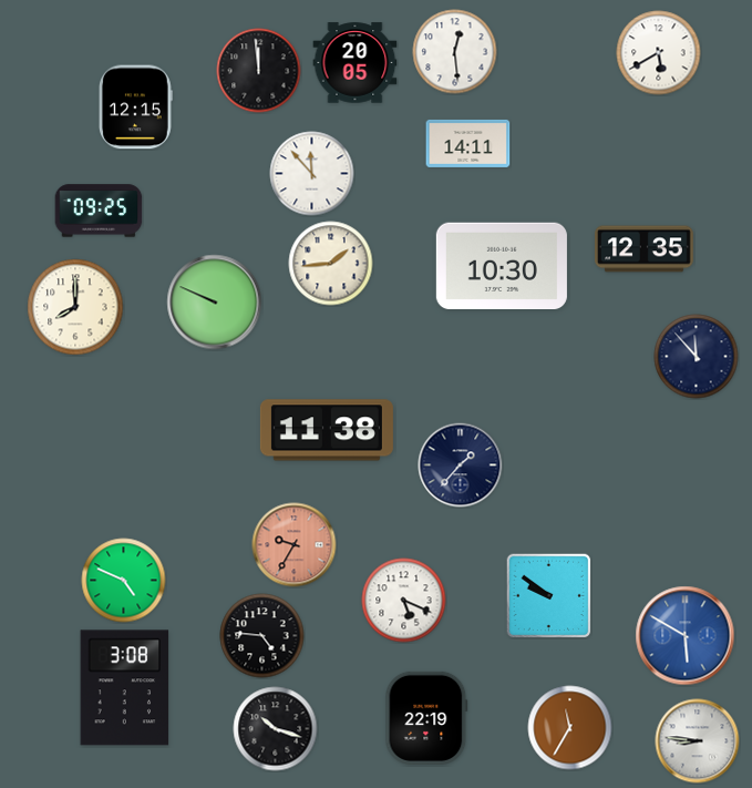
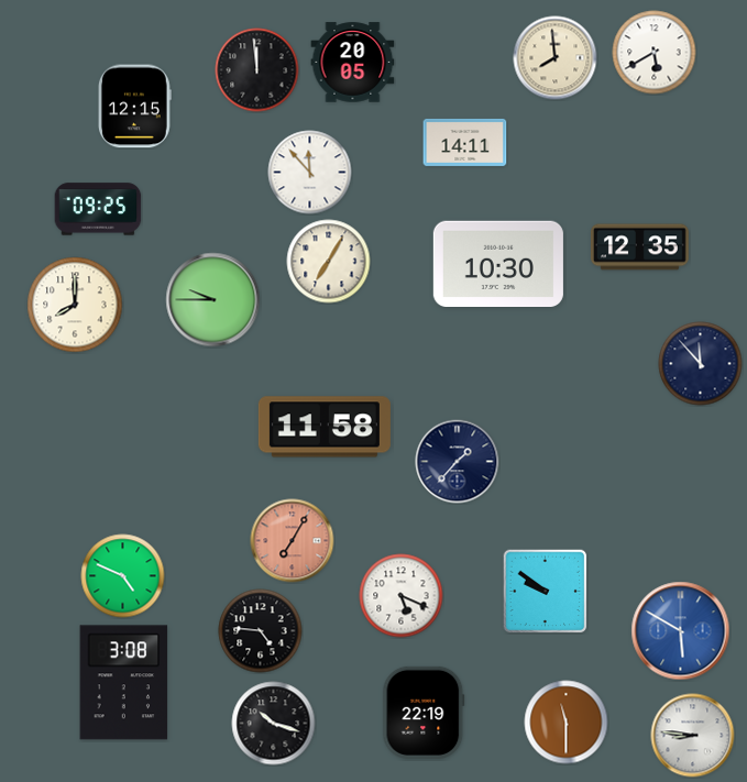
clock at (455, 52): 12:29 -> none
clock at (556, 58): none -> 7:59
clock at (331, 264): 1:44 -> 7:05
clock at (215, 303): 9:49 -> 9:45
clock at (697, 357) position: (697, 357) -> (701, 364)
clock at (327, 430): 11:38 -> 11:58
clock at (295, 545): 9:35 -> 7:05
clock at (570, 728): 11:35 -> 11:30
